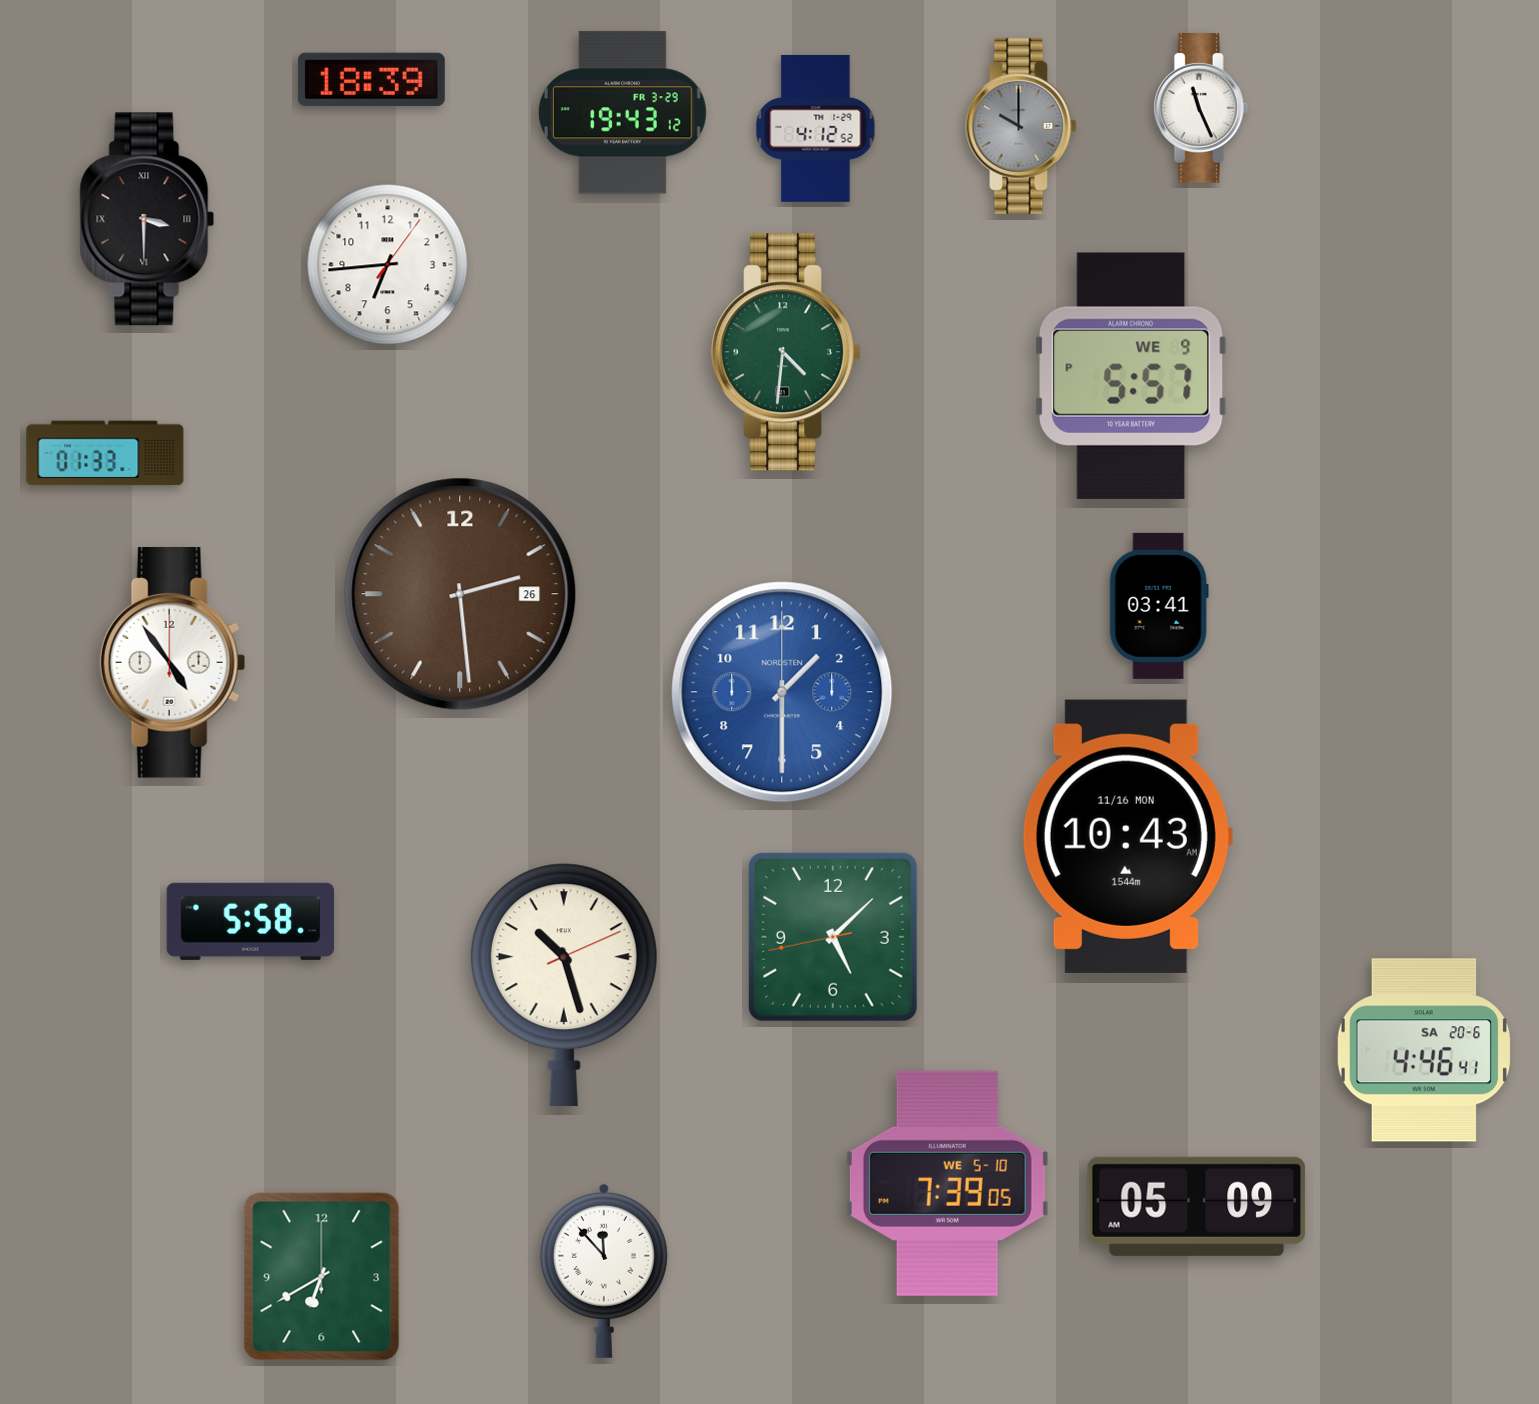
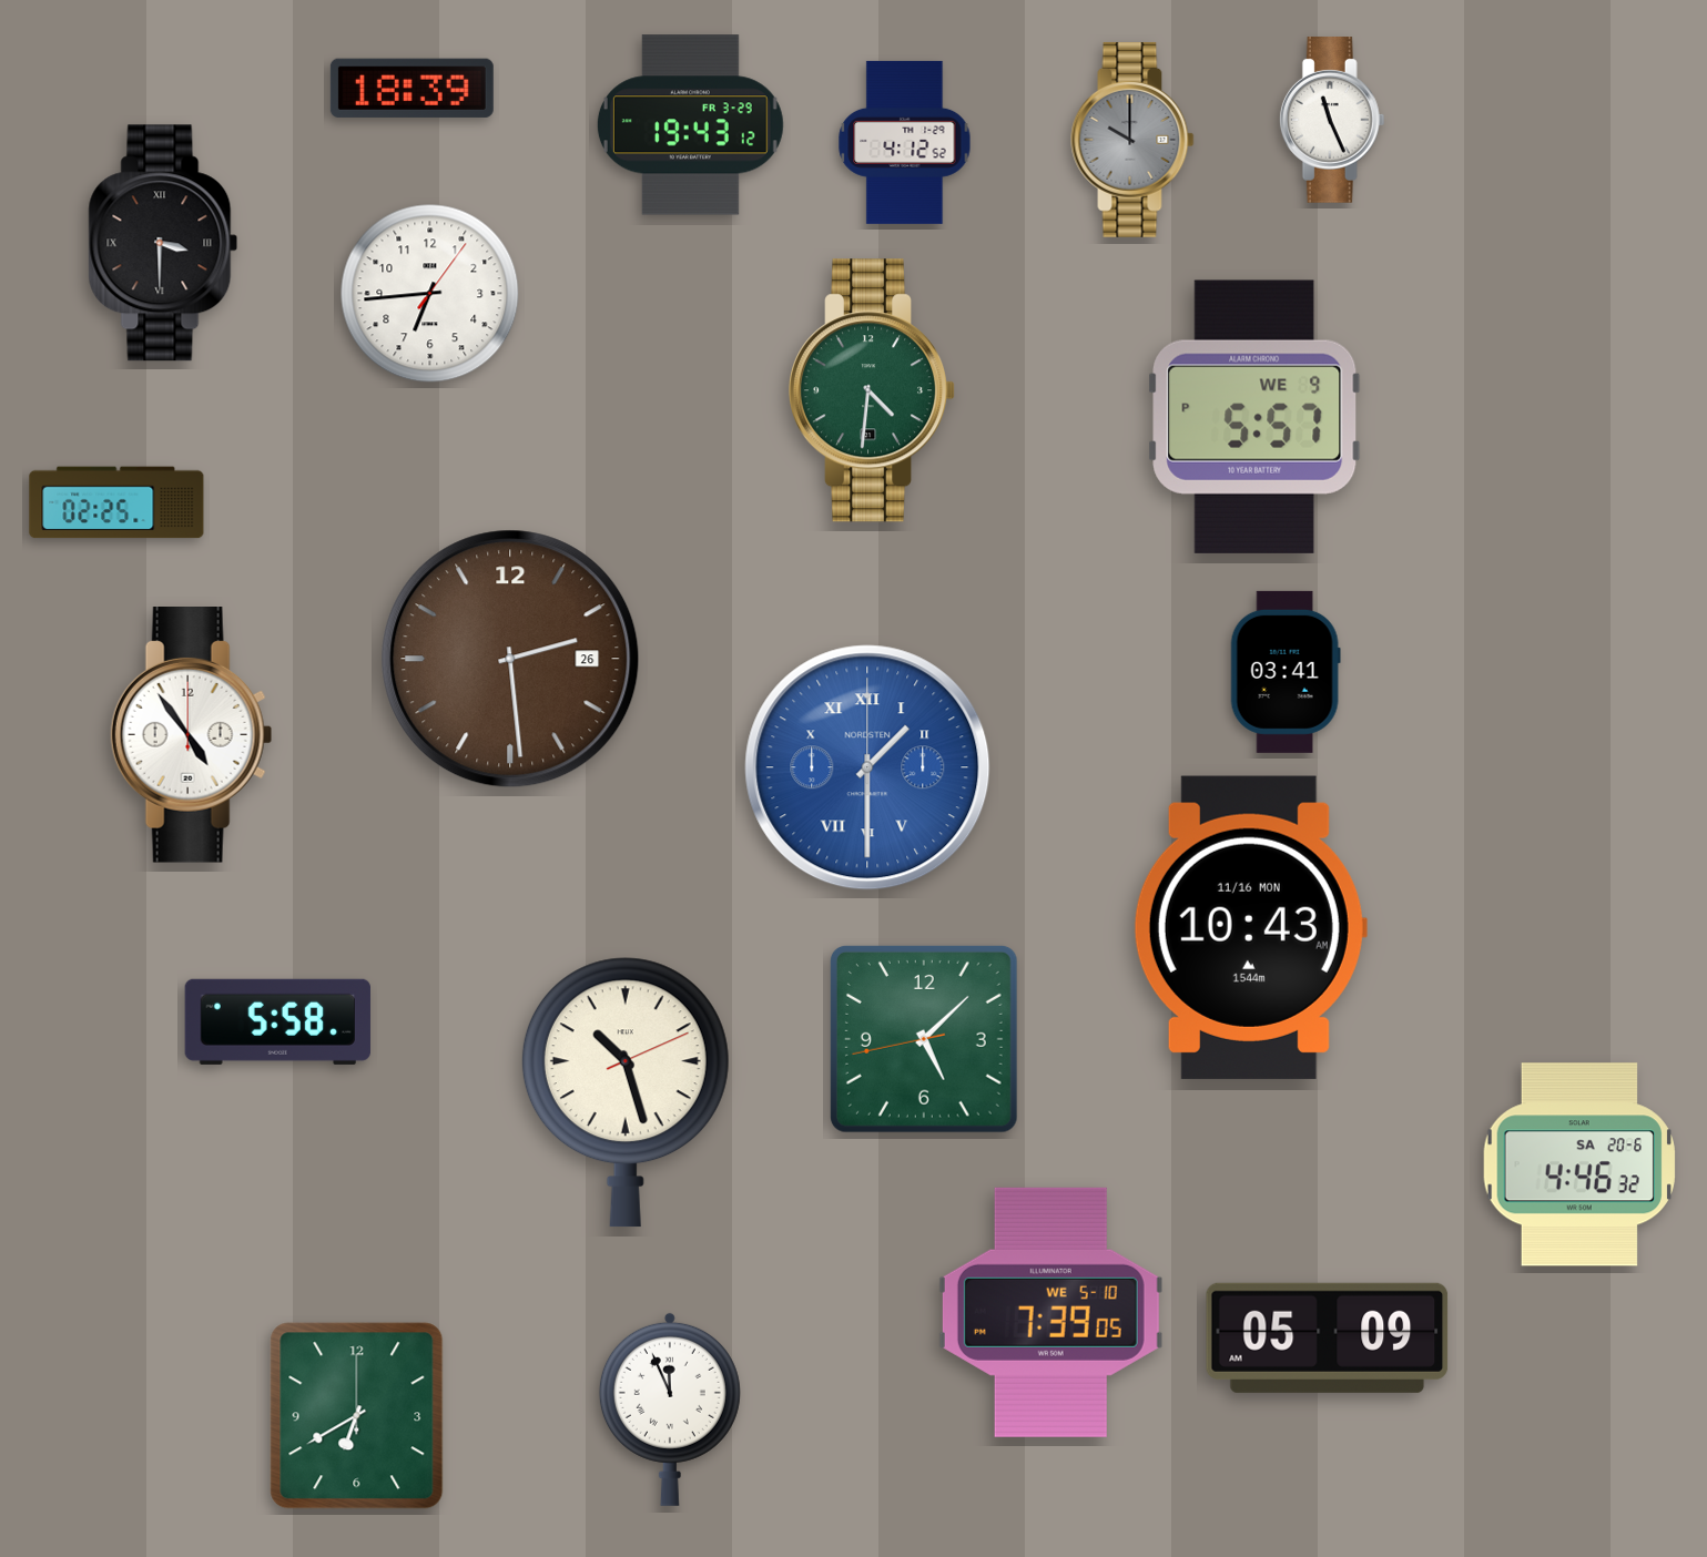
clock at (105, 453): 01:33 -> 02:25
clock at (782, 692) numerals: Arabic -> Roman
clock at (1424, 1050): 4:46:41 -> 4:46:32
clock at (604, 1271): 11:53 -> 11:56
